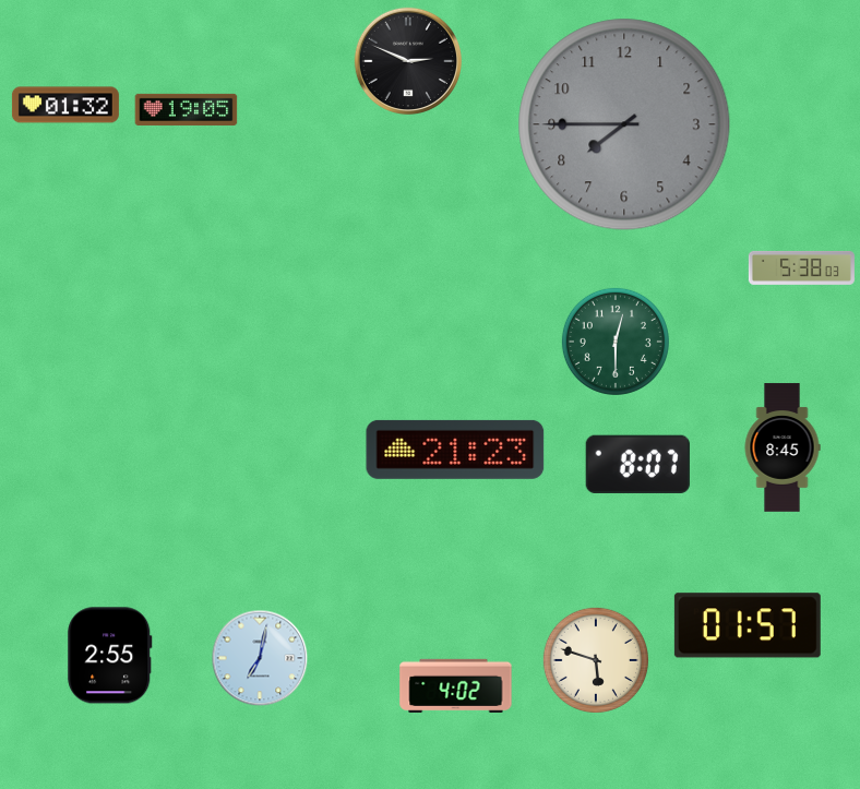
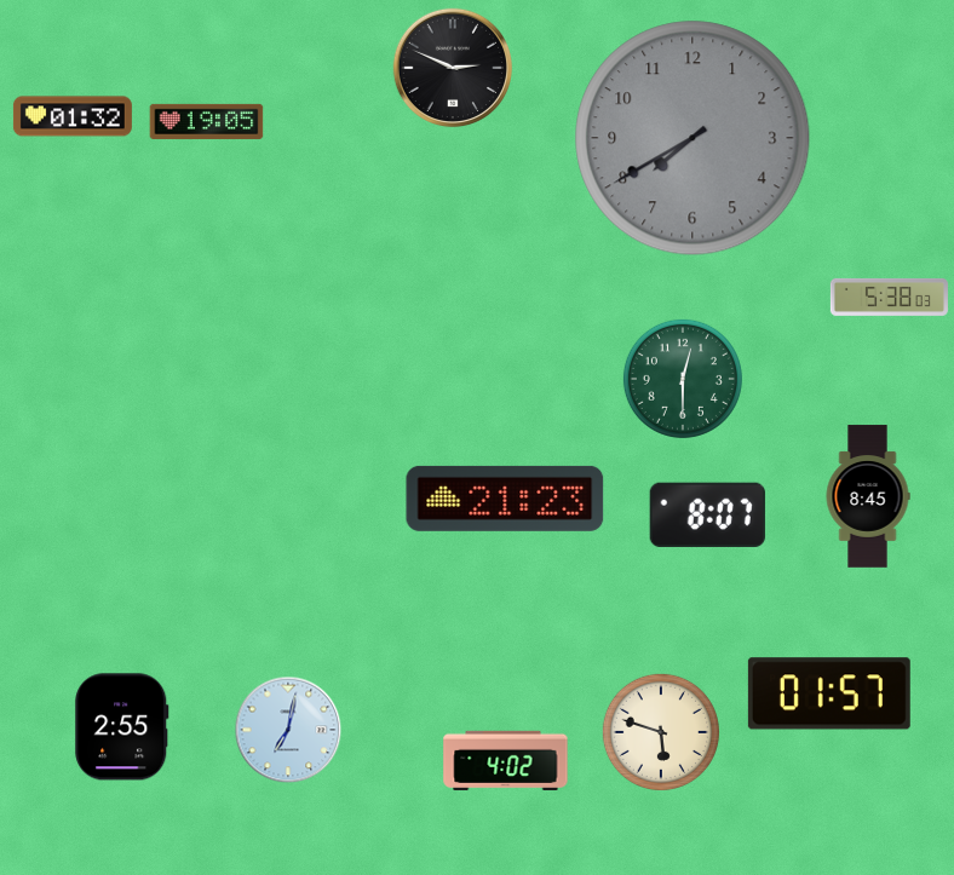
clock at (624, 124): 7:45 -> 7:40
